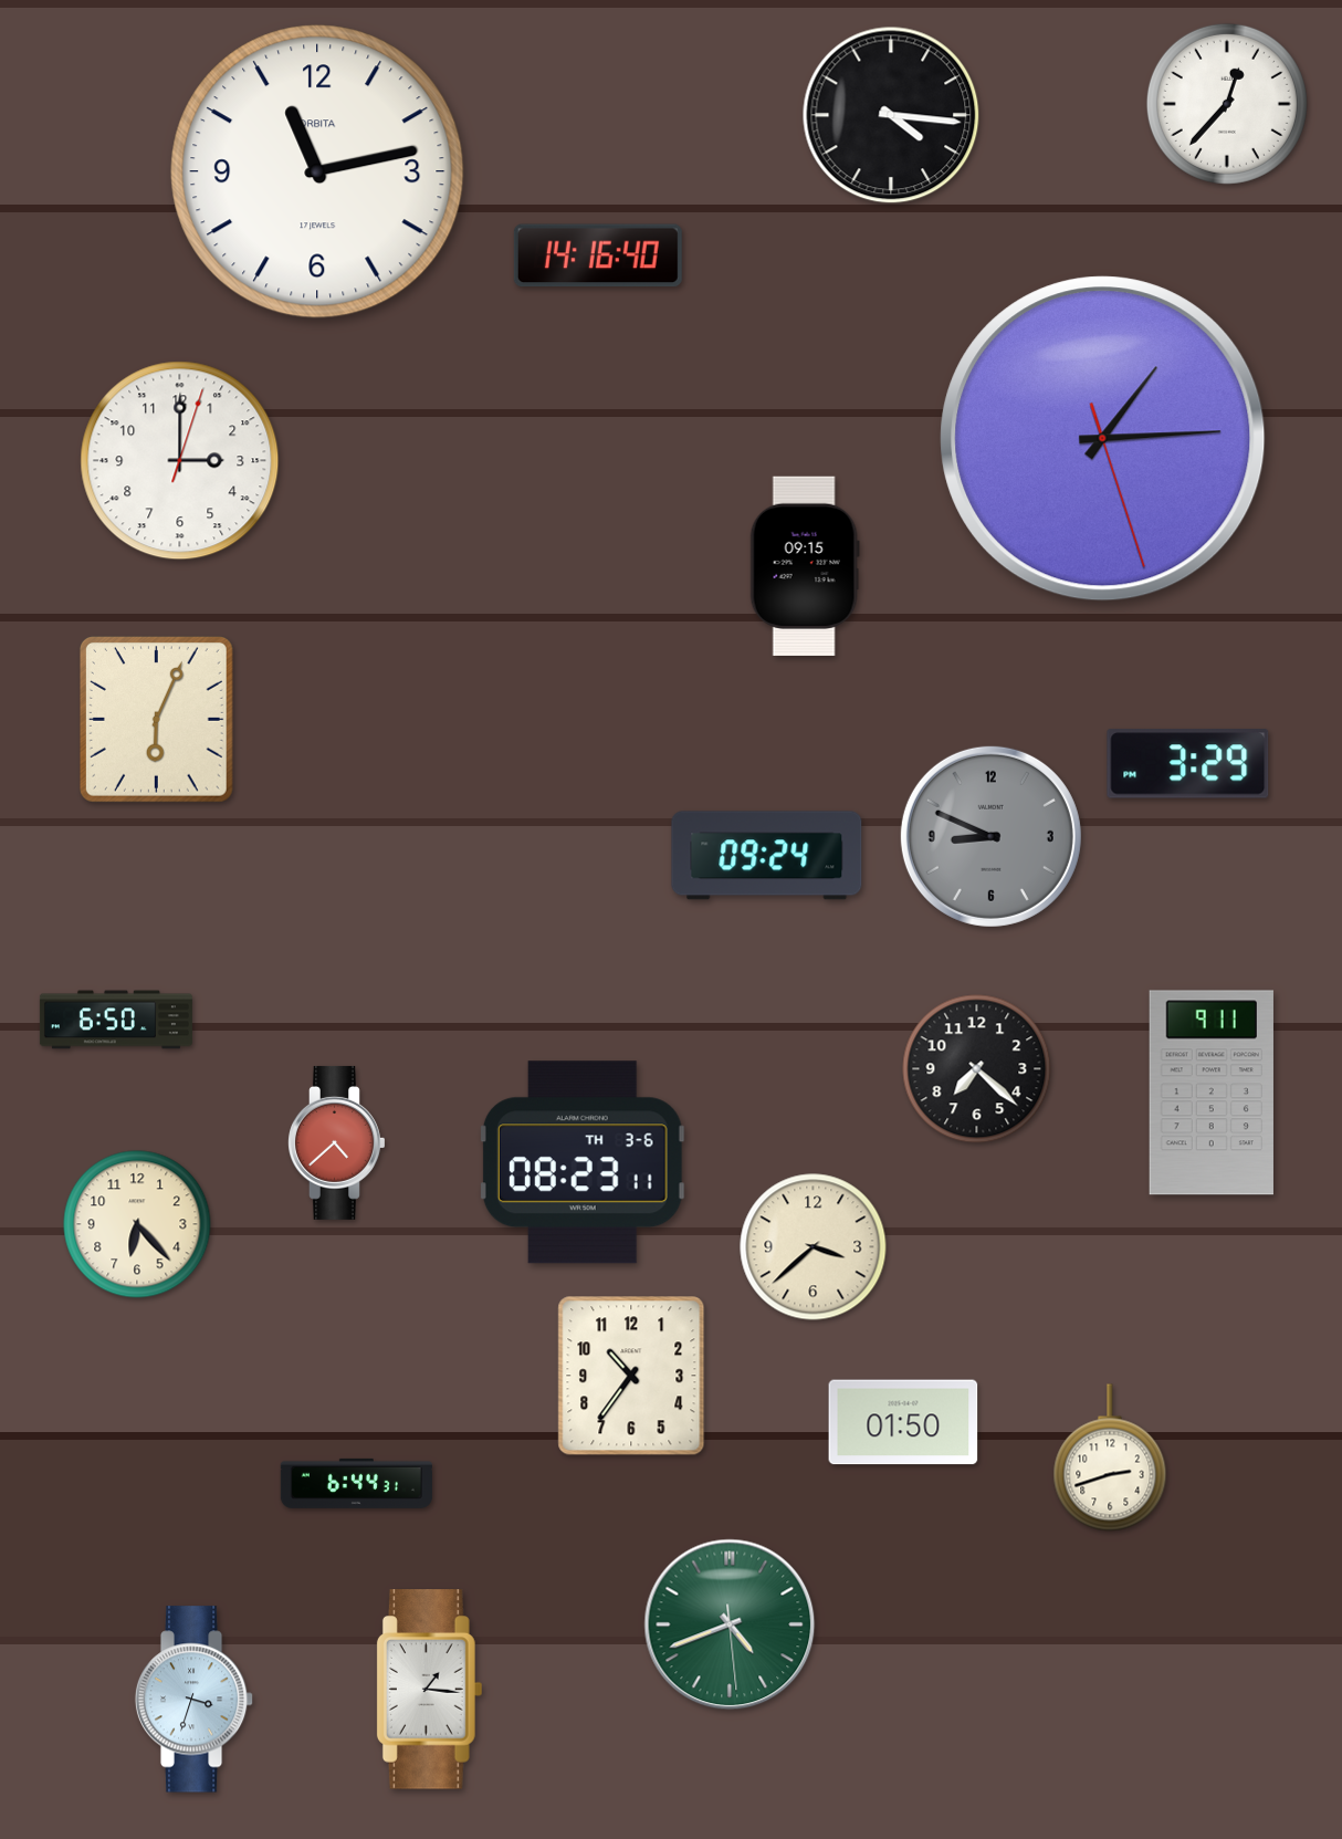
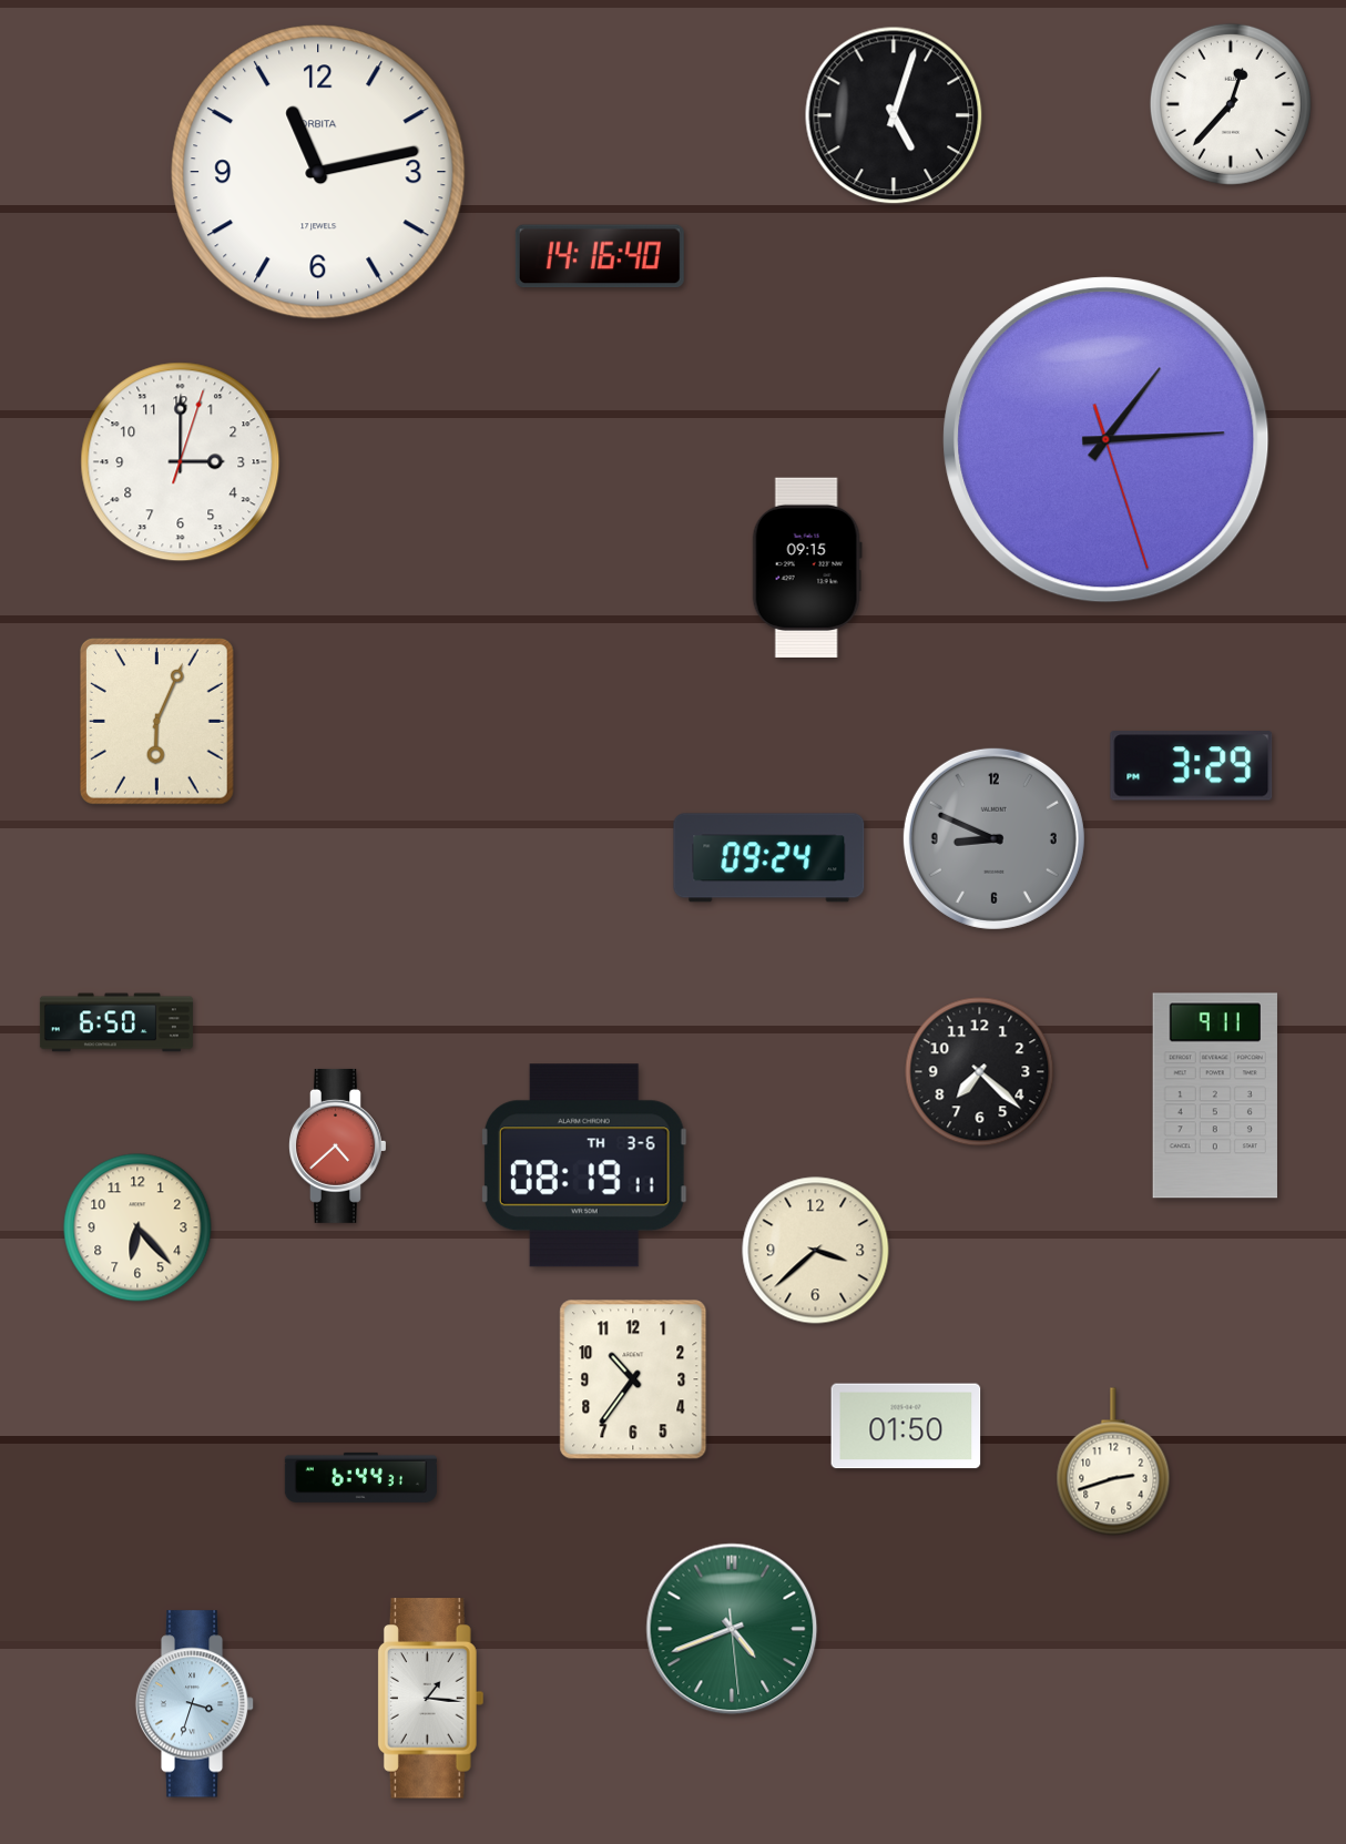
clock at (891, 115): 4:16 -> 5:03
clock at (583, 1162): 08:23 -> 08:19
clock at (356, 1483) position: (356, 1483) -> (360, 1477)
clock at (429, 1690) position: (429, 1690) -> (430, 1699)
